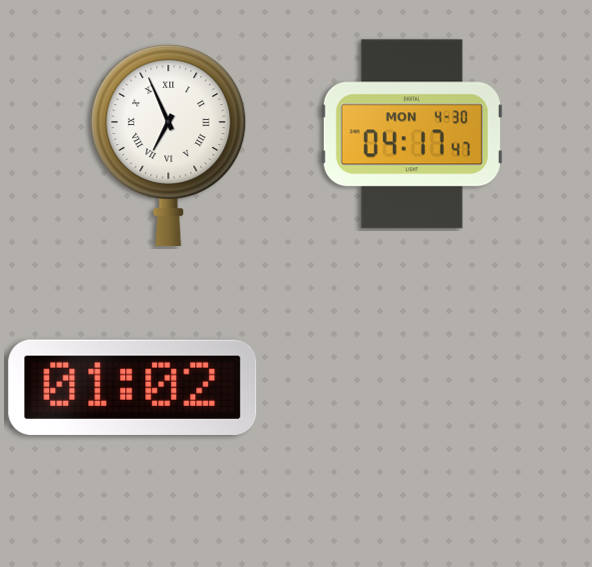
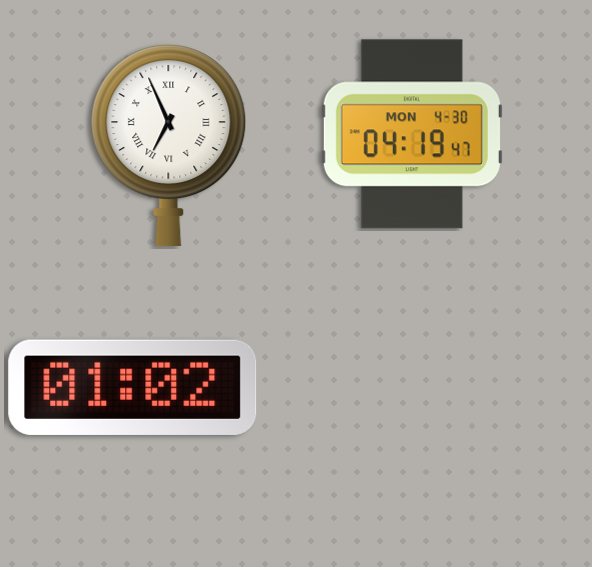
clock at (412, 134): 04:17 -> 04:19
